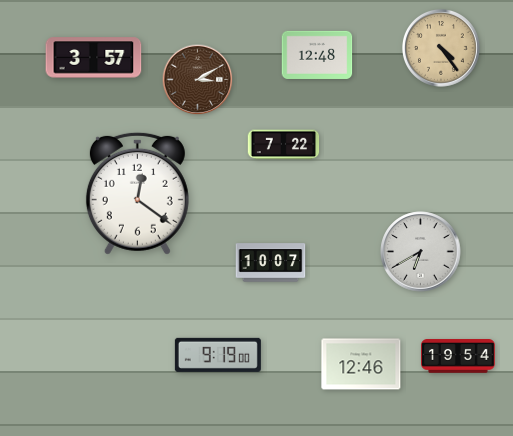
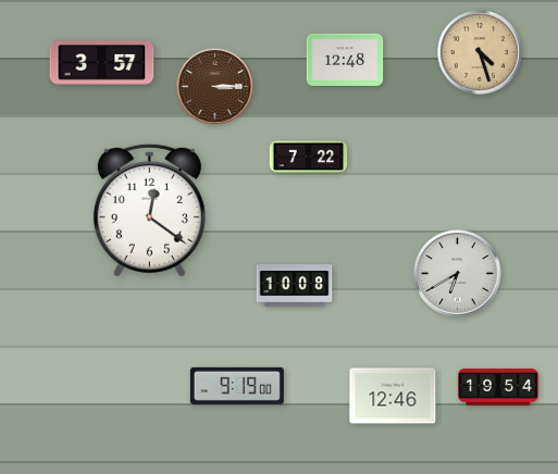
clock at (442, 49): 4:24 -> 4:27
clock at (198, 80): 3:10 -> 3:15
clock at (271, 263): 10:07 -> 10:08
